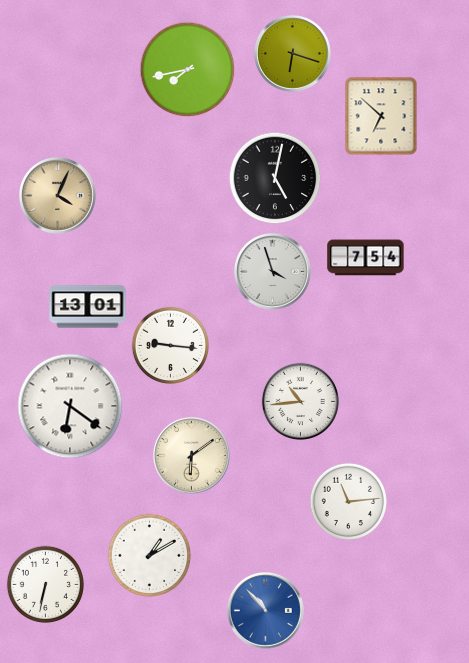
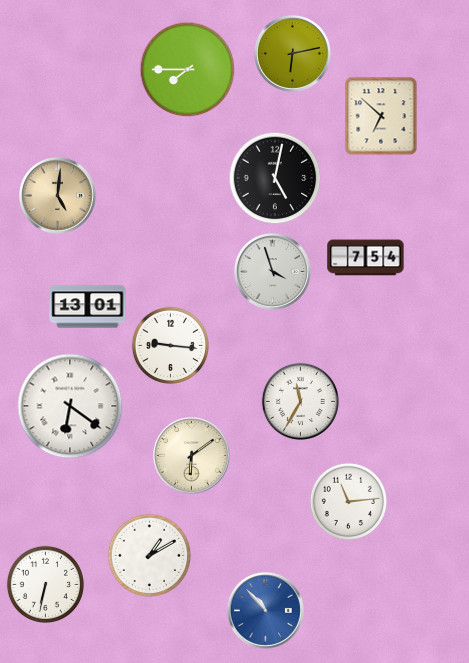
clock at (292, 53): 6:18 -> 6:13
clock at (187, 69): 7:43 -> 7:45
clock at (57, 195): 4:04 -> 5:01
clock at (300, 401): 10:44 -> 11:35
